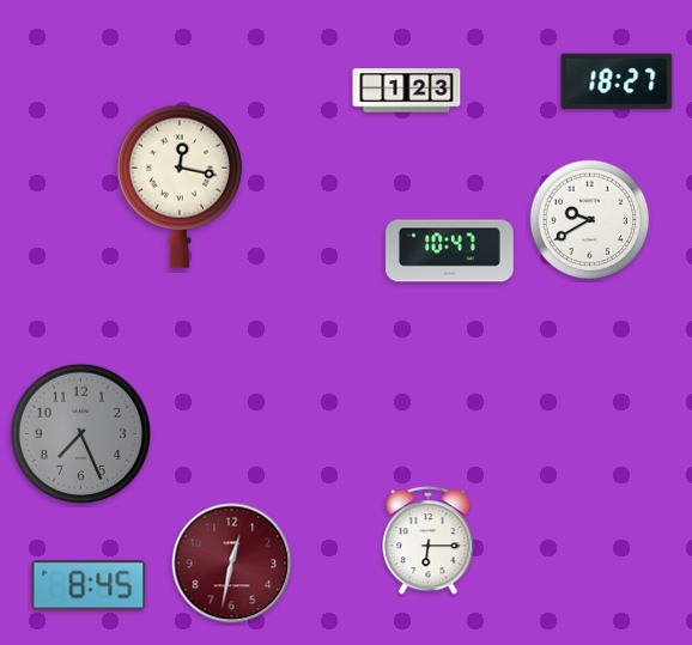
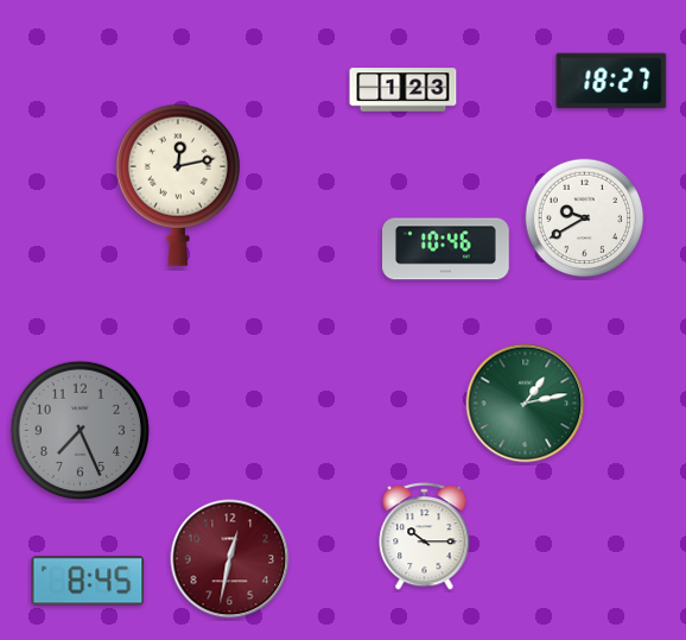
clock at (180, 187): 12:17 -> 12:13
clock at (450, 251): 10:47 -> 10:46
clock at (526, 404): none -> 1:13
clock at (429, 540): 6:15 -> 10:15
